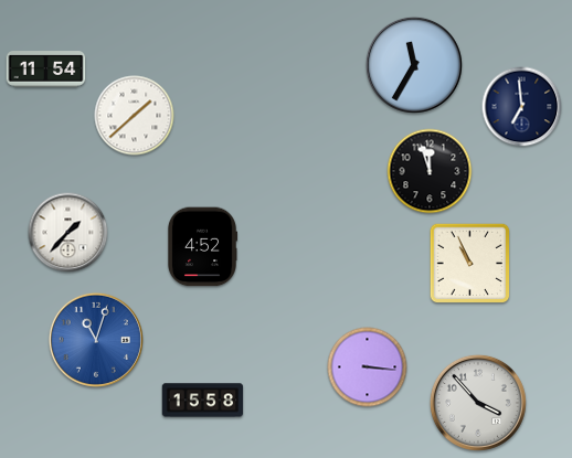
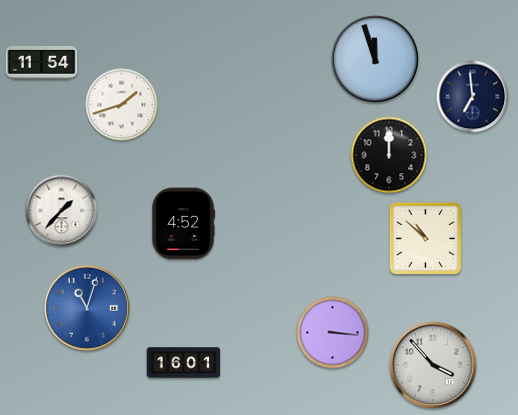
clock at (414, 65): 11:35 -> 11:57
clock at (135, 116): 1:38 -> 1:42
clock at (430, 171): 11:57 -> 12:00
clock at (470, 264): 10:56 -> 10:52
clock at (203, 401): 15:58 -> 16:01
